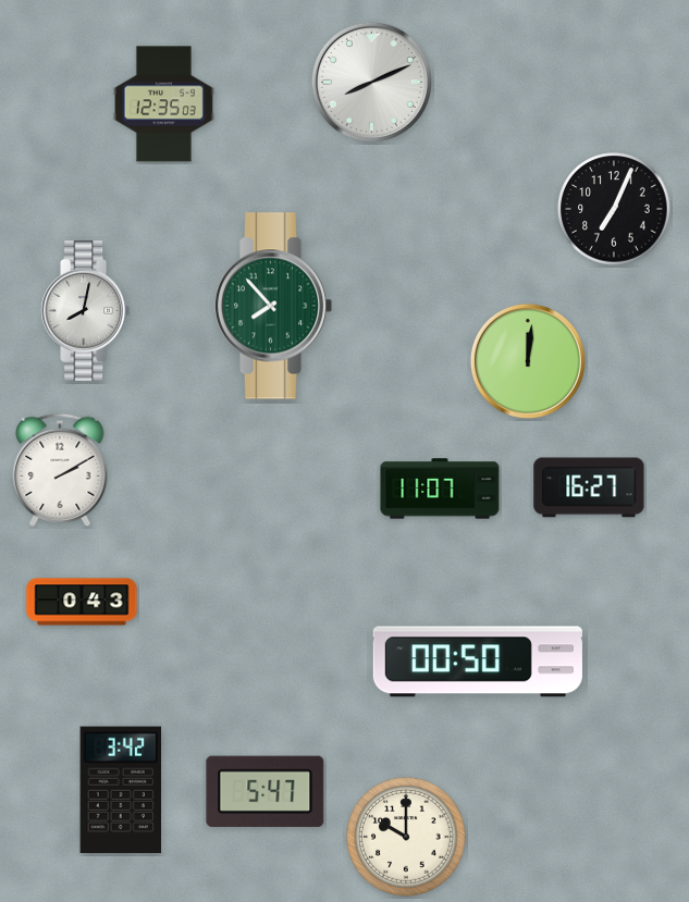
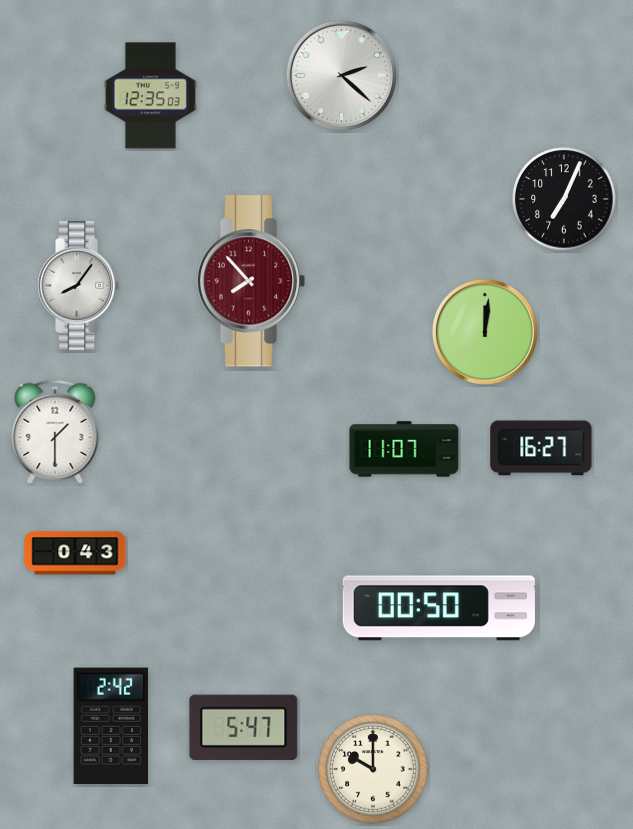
clock at (371, 82): 8:11 -> 2:22
clock at (614, 209) position: (614, 209) -> (564, 199)
clock at (273, 306) dial: green -> burgundy
clock at (86, 311): 8:02 -> 8:06
clock at (60, 470): 2:10 -> 1:30
clock at (120, 790): 3:42 -> 2:42
